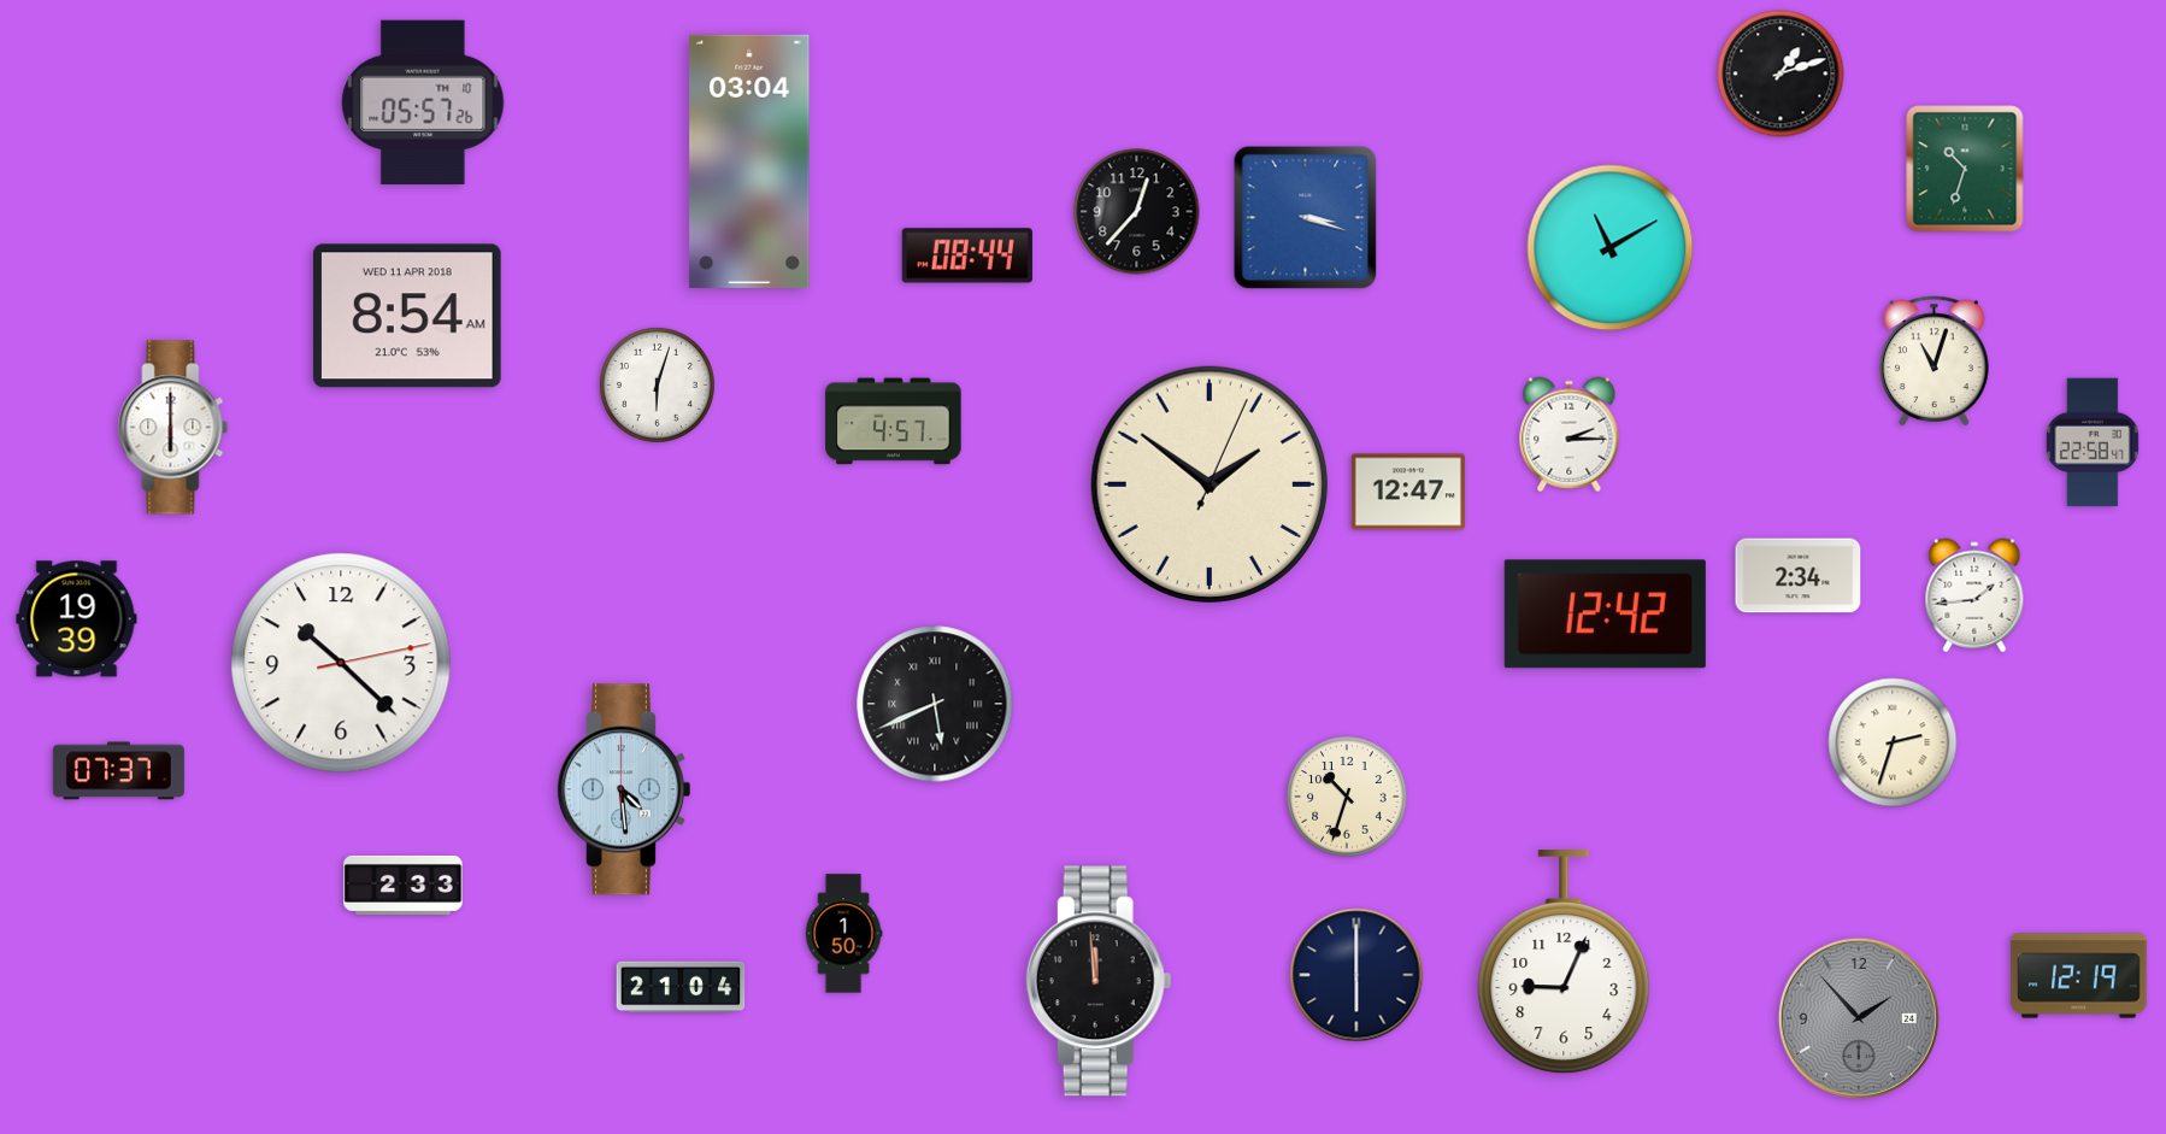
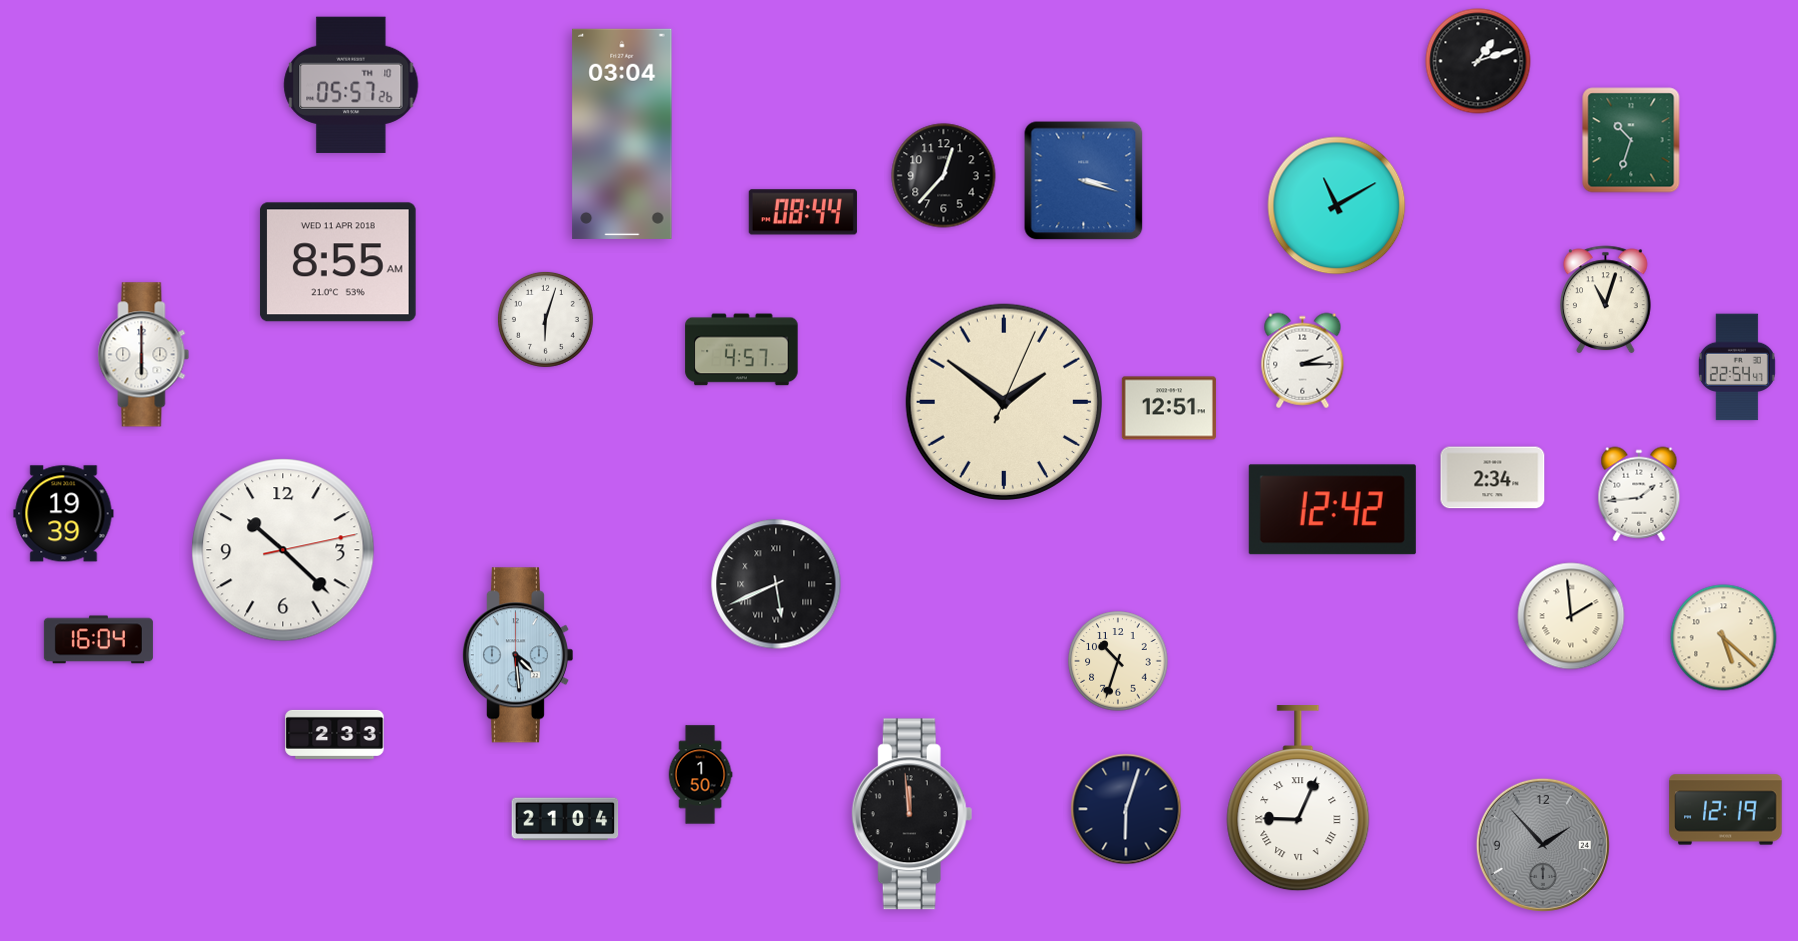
clock at (407, 316): 8:54 -> 8:55
clock at (2093, 442): 22:58 -> 22:54
clock at (1408, 492): 12:47 -> 12:51
clock at (1893, 742): 2:33 -> 1:59
clock at (1724, 638): none -> 5:22
clock at (118, 771): 07:37 -> 16:04
clock at (1564, 963) numerals: Arabic -> Roman
clock at (1356, 975): 6:00 -> 6:03
